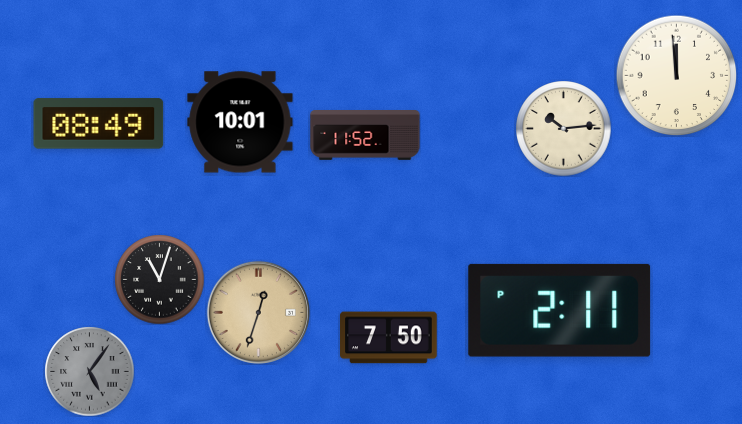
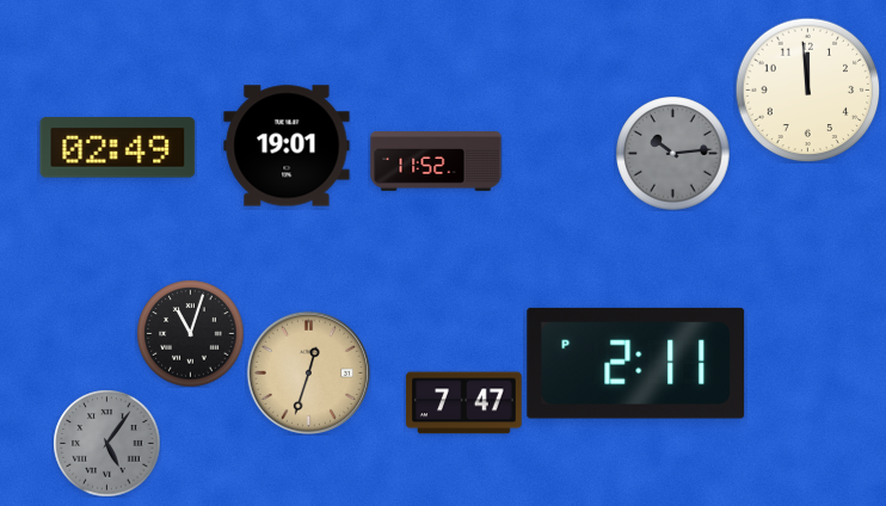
clock at (240, 122): 10:01 -> 19:01
clock at (99, 124): 08:49 -> 02:49
clock at (563, 128) dial: cream -> grey
clock at (560, 310) position: (560, 310) -> (636, 363)
clock at (389, 338): 7:50 -> 7:47
